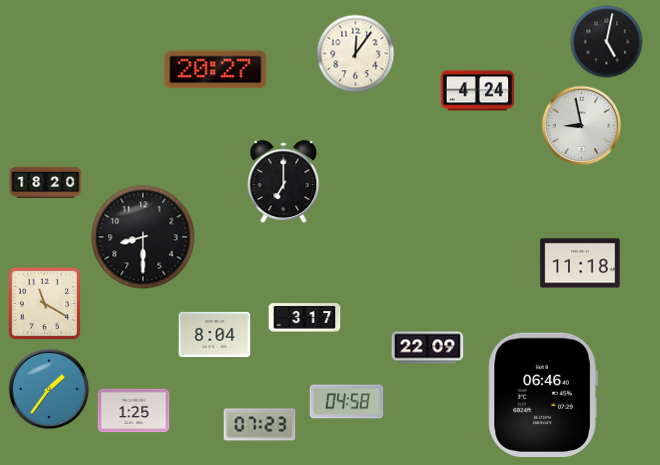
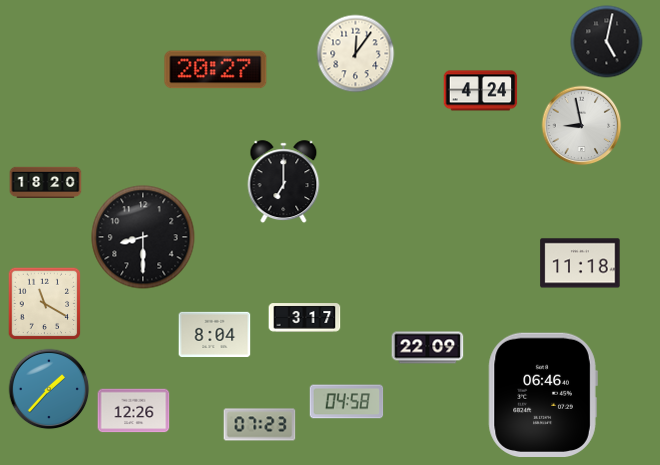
clock at (478, 91) position: (478, 91) -> (481, 91)
clock at (49, 389): 1:36 -> 1:37
clock at (134, 411): 1:25 -> 12:26
